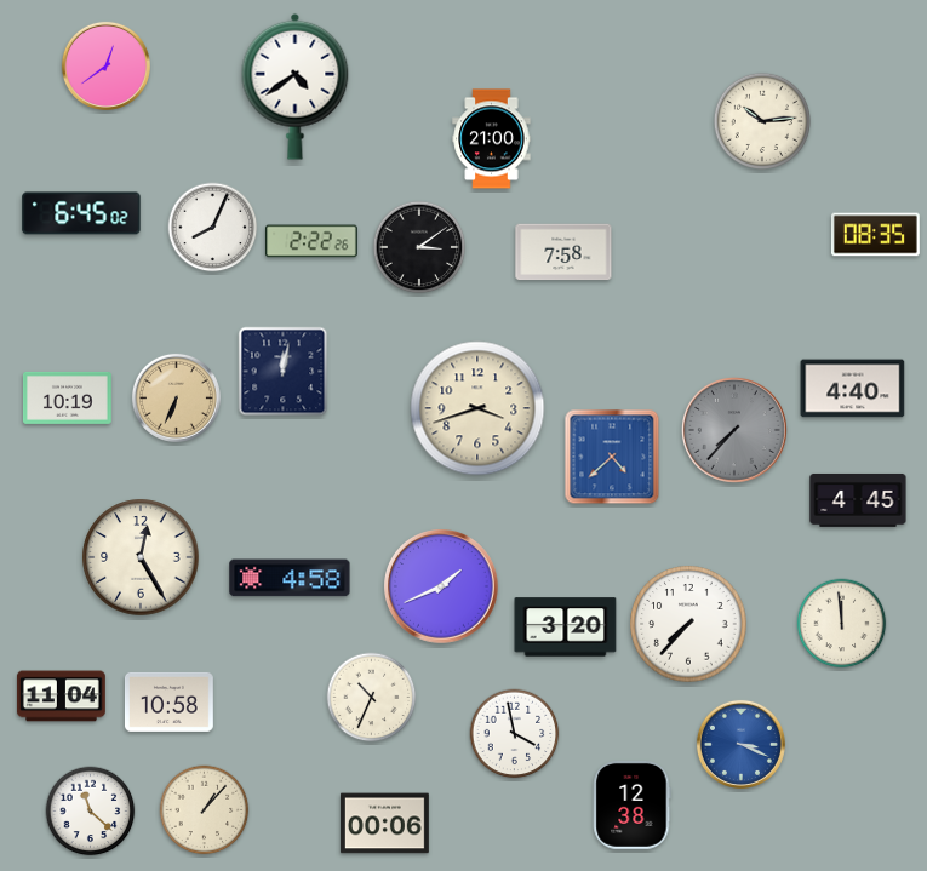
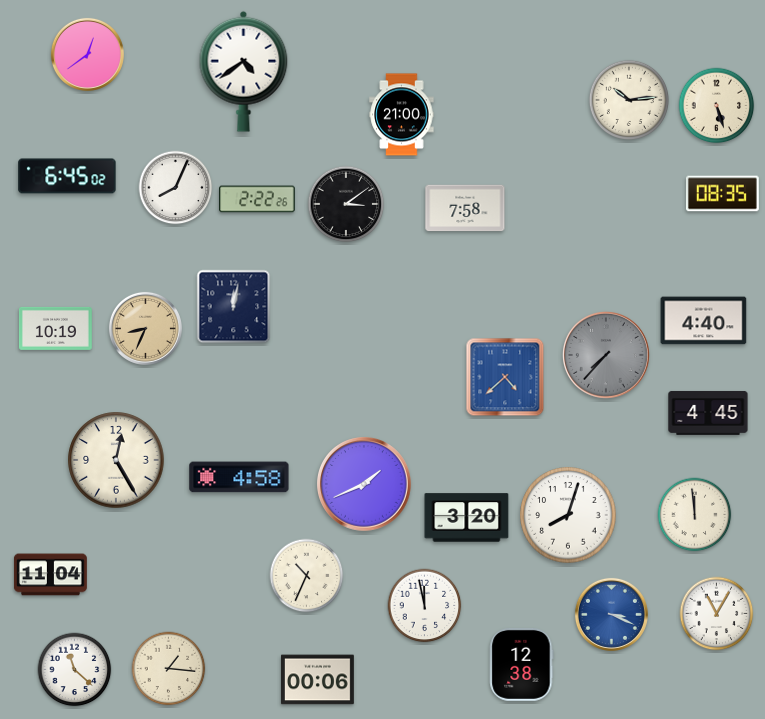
clock at (717, 106): none -> 5:27
clock at (492, 139) position: (492, 139) -> (402, 115)
clock at (176, 397): 6:34 -> 8:34
clock at (477, 408): 3:42 -> none
clock at (688, 624): 7:37 -> 8:03
clock at (168, 701): 10:58 -> none
clock at (515, 734): 3:58 -> 11:58
clock at (717, 614): none -> 11:05
clock at (205, 810): 1:07 -> 1:16
